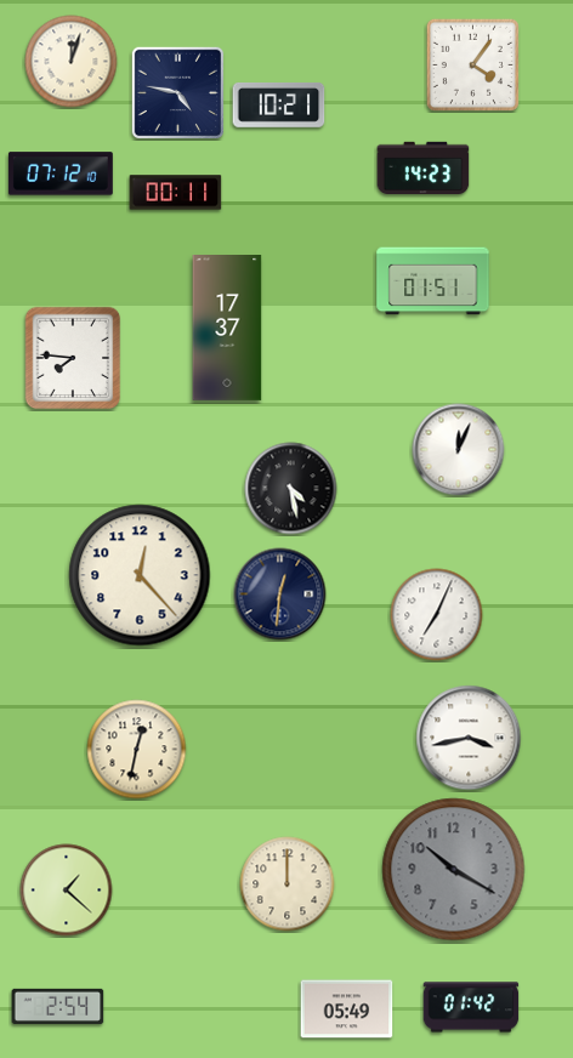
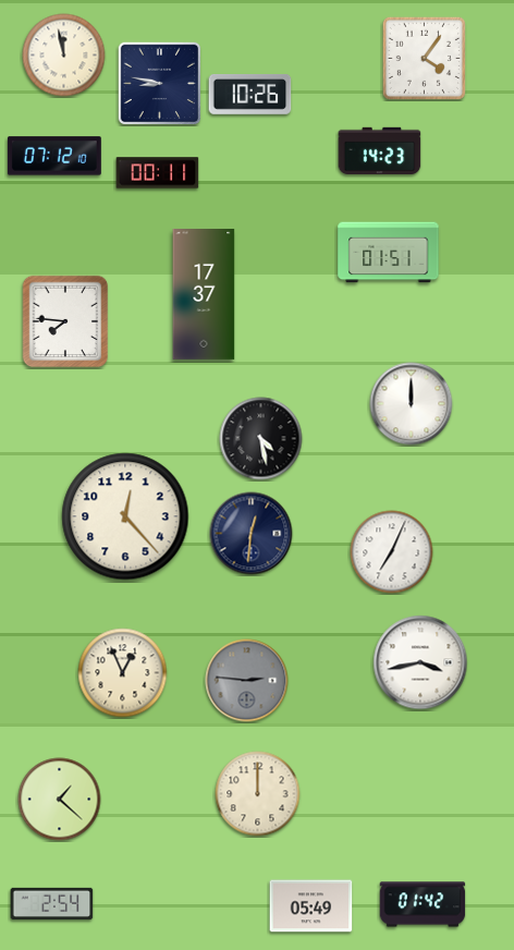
clock at (72, 62): 12:03 -> 11:58
clock at (177, 92): 4:47 -> 8:47
clock at (279, 106): 10:21 -> 10:26
clock at (459, 450): 12:04 -> 12:00
clock at (137, 750): 12:32 -> 12:56
clock at (247, 681): none -> 2:46
clock at (454, 870): 10:20 -> none
